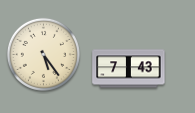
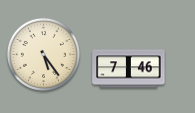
clock at (129, 69): 7:43 -> 7:46
